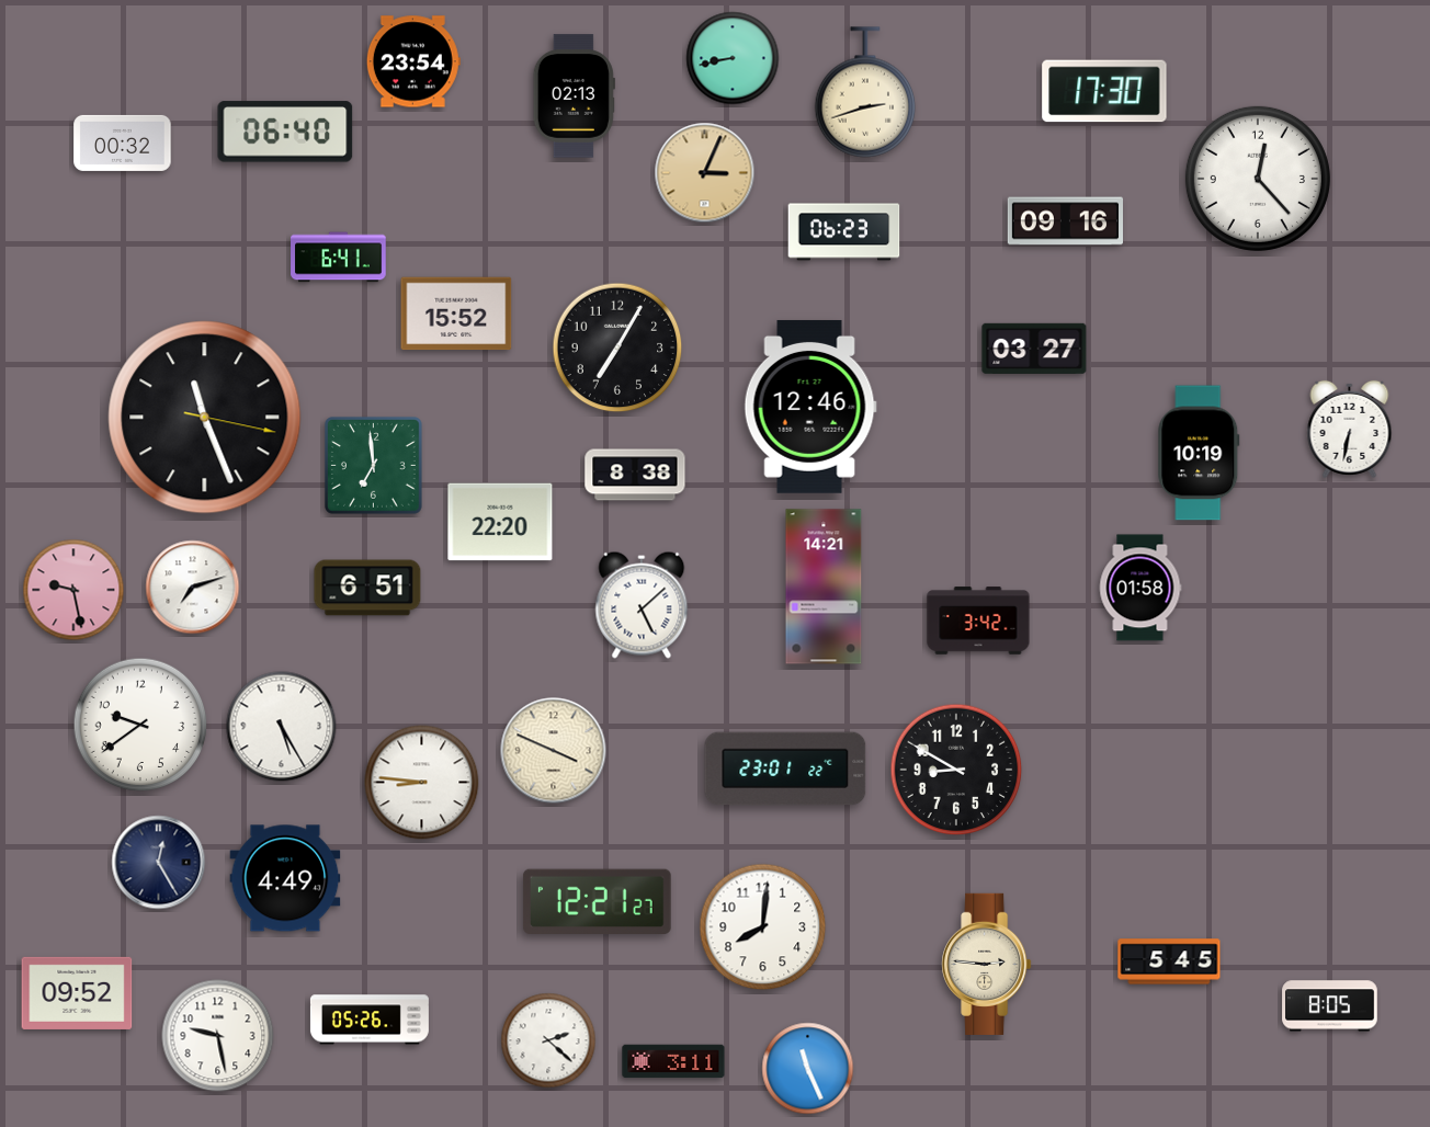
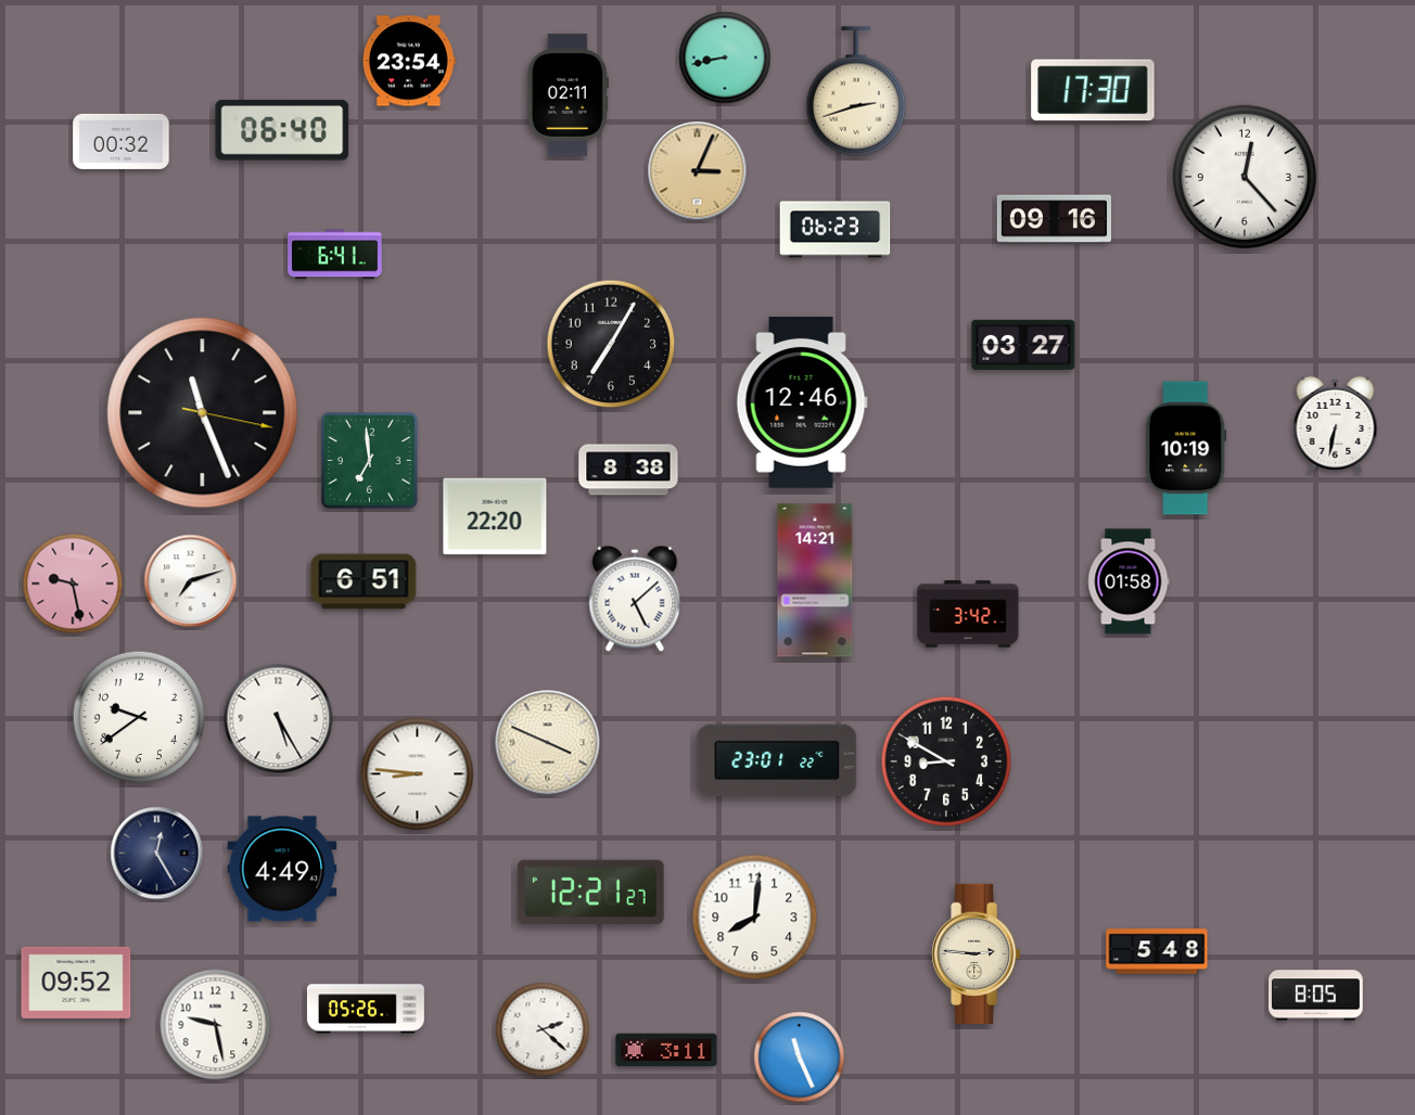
clock at (574, 96): 02:13 -> 02:11
clock at (456, 314): 15:52 -> none
clock at (1169, 961): 5:45 -> 5:48
